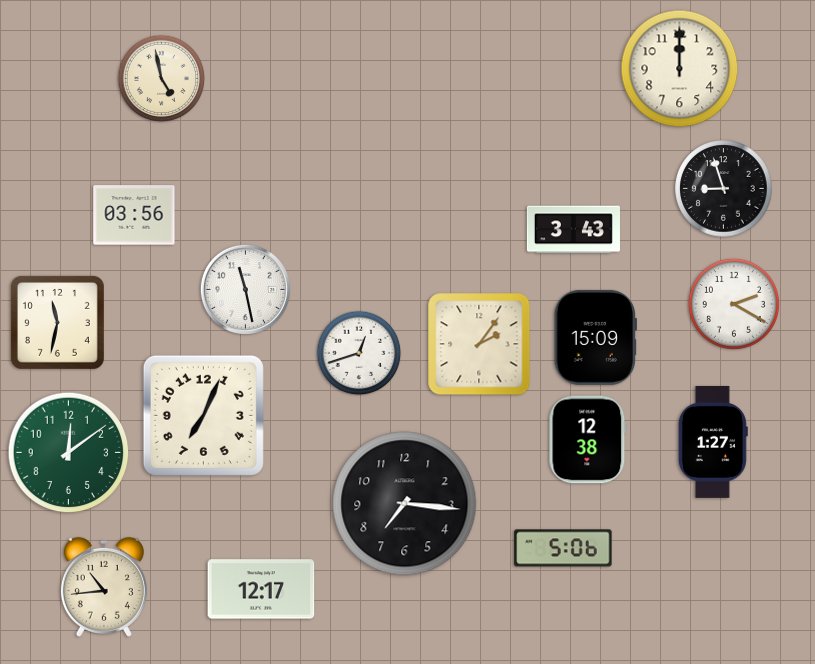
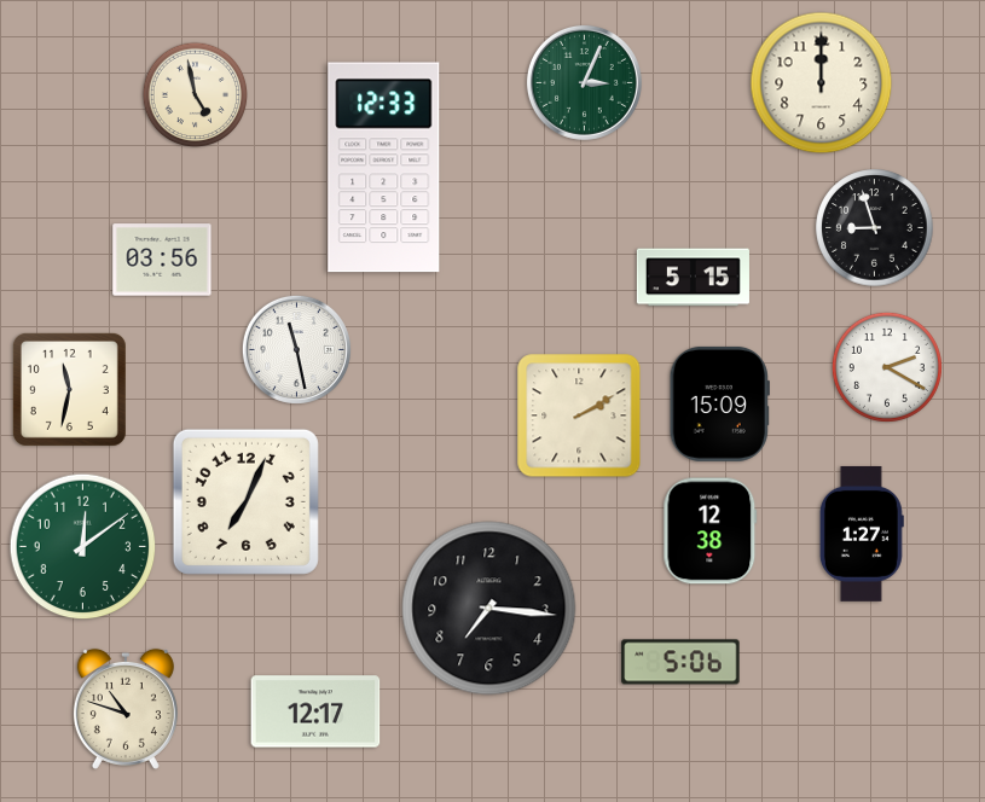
clock at (584, 82): none -> 3:04
clock at (384, 168): none -> 12:33
clock at (573, 230): 3:43 -> 5:15
clock at (595, 337) position: (595, 337) -> (719, 403)
clock at (479, 344): 2:06 -> 2:10
clock at (359, 353): 12:42 -> none
clock at (104, 587): 10:44 -> 10:48
